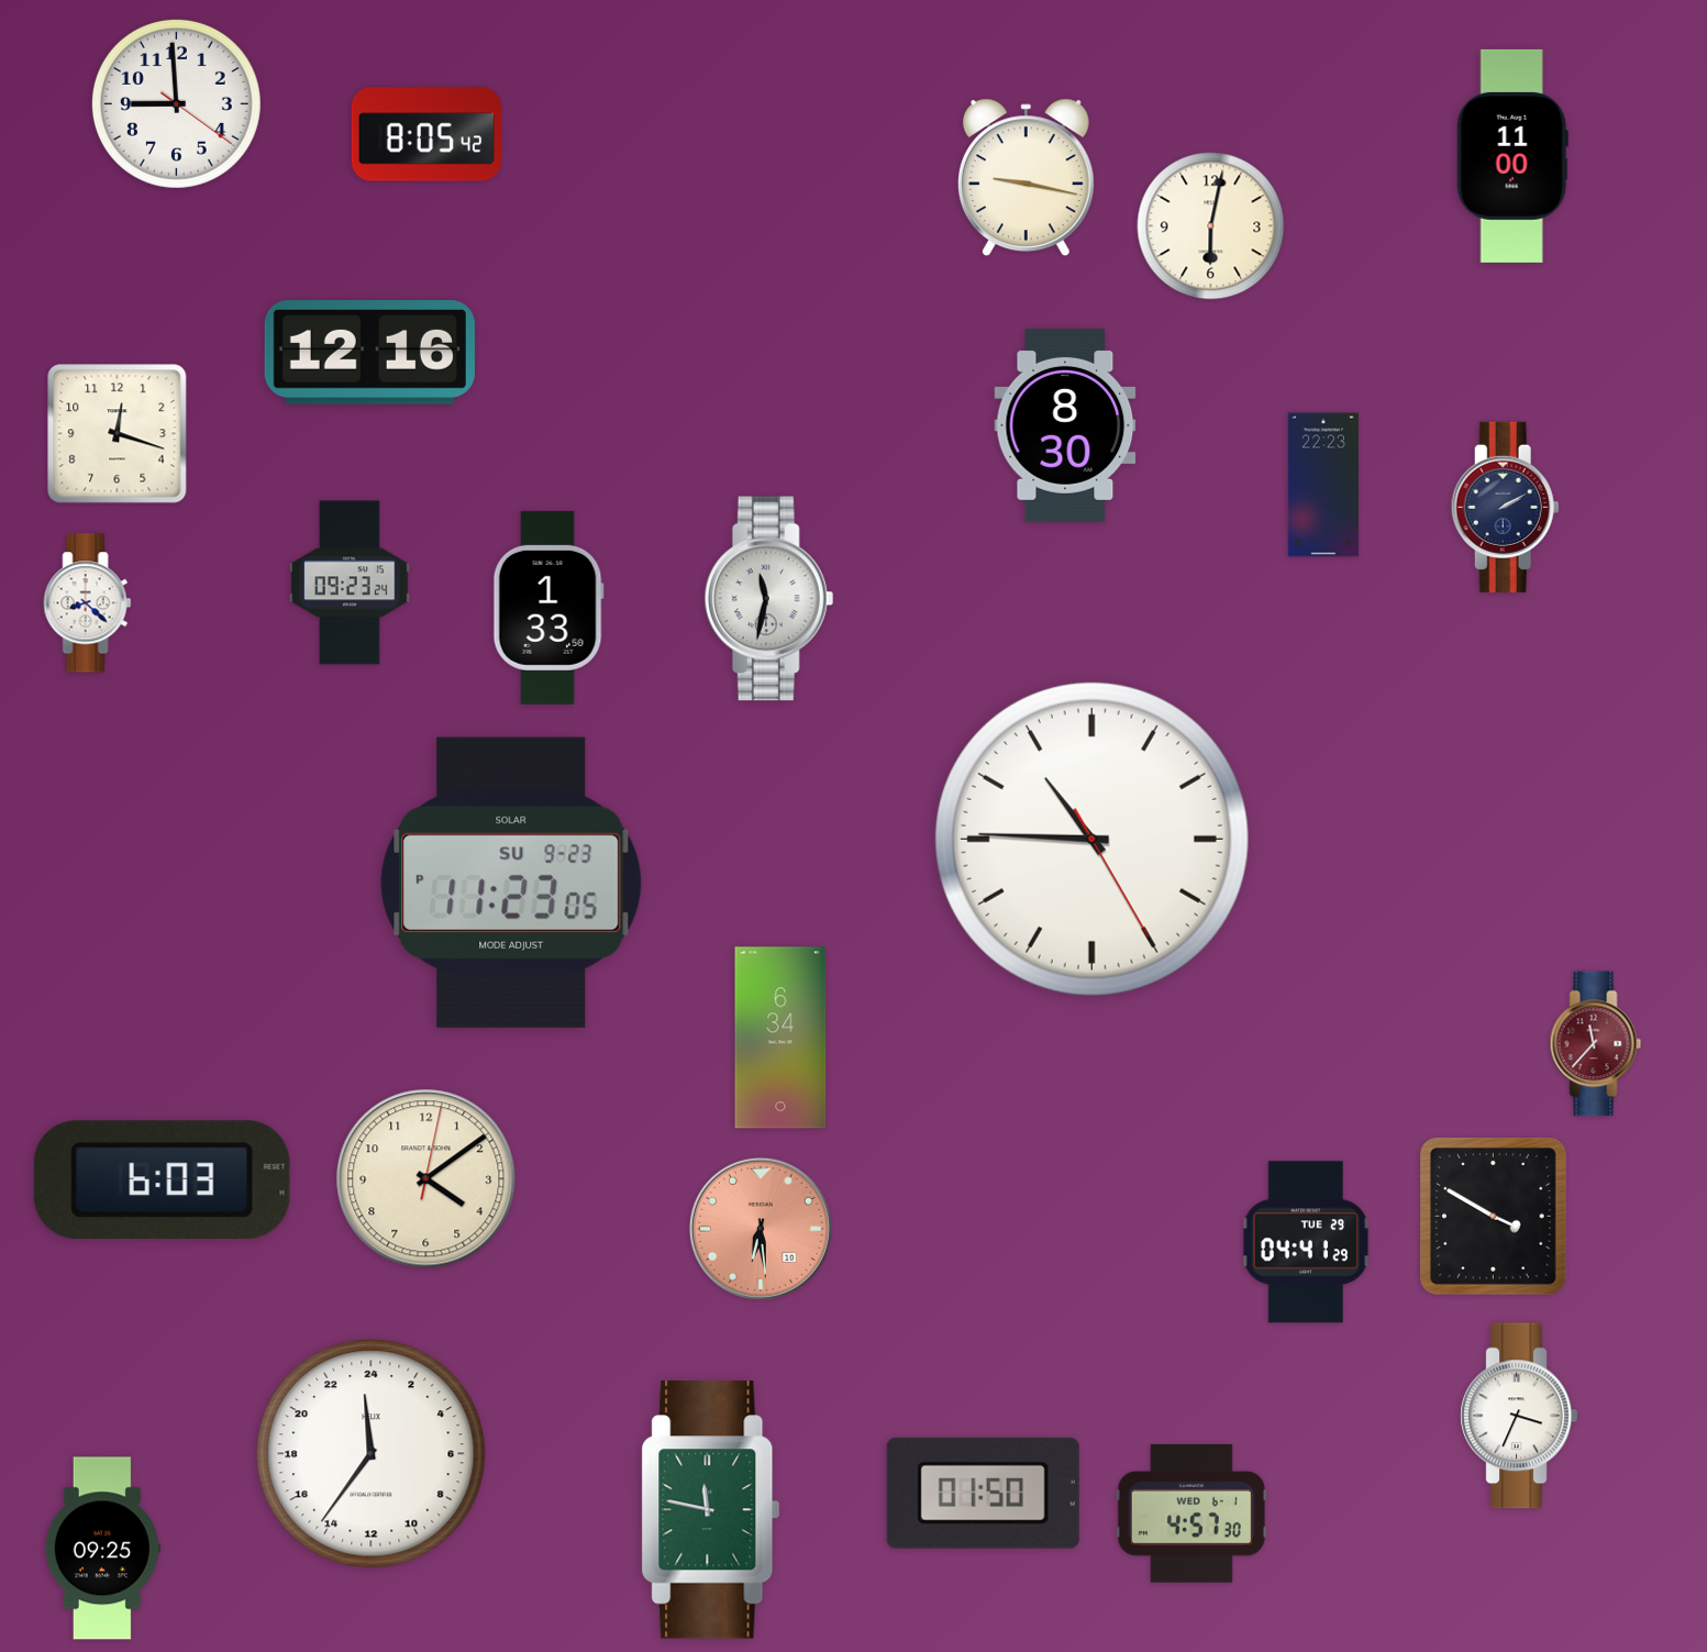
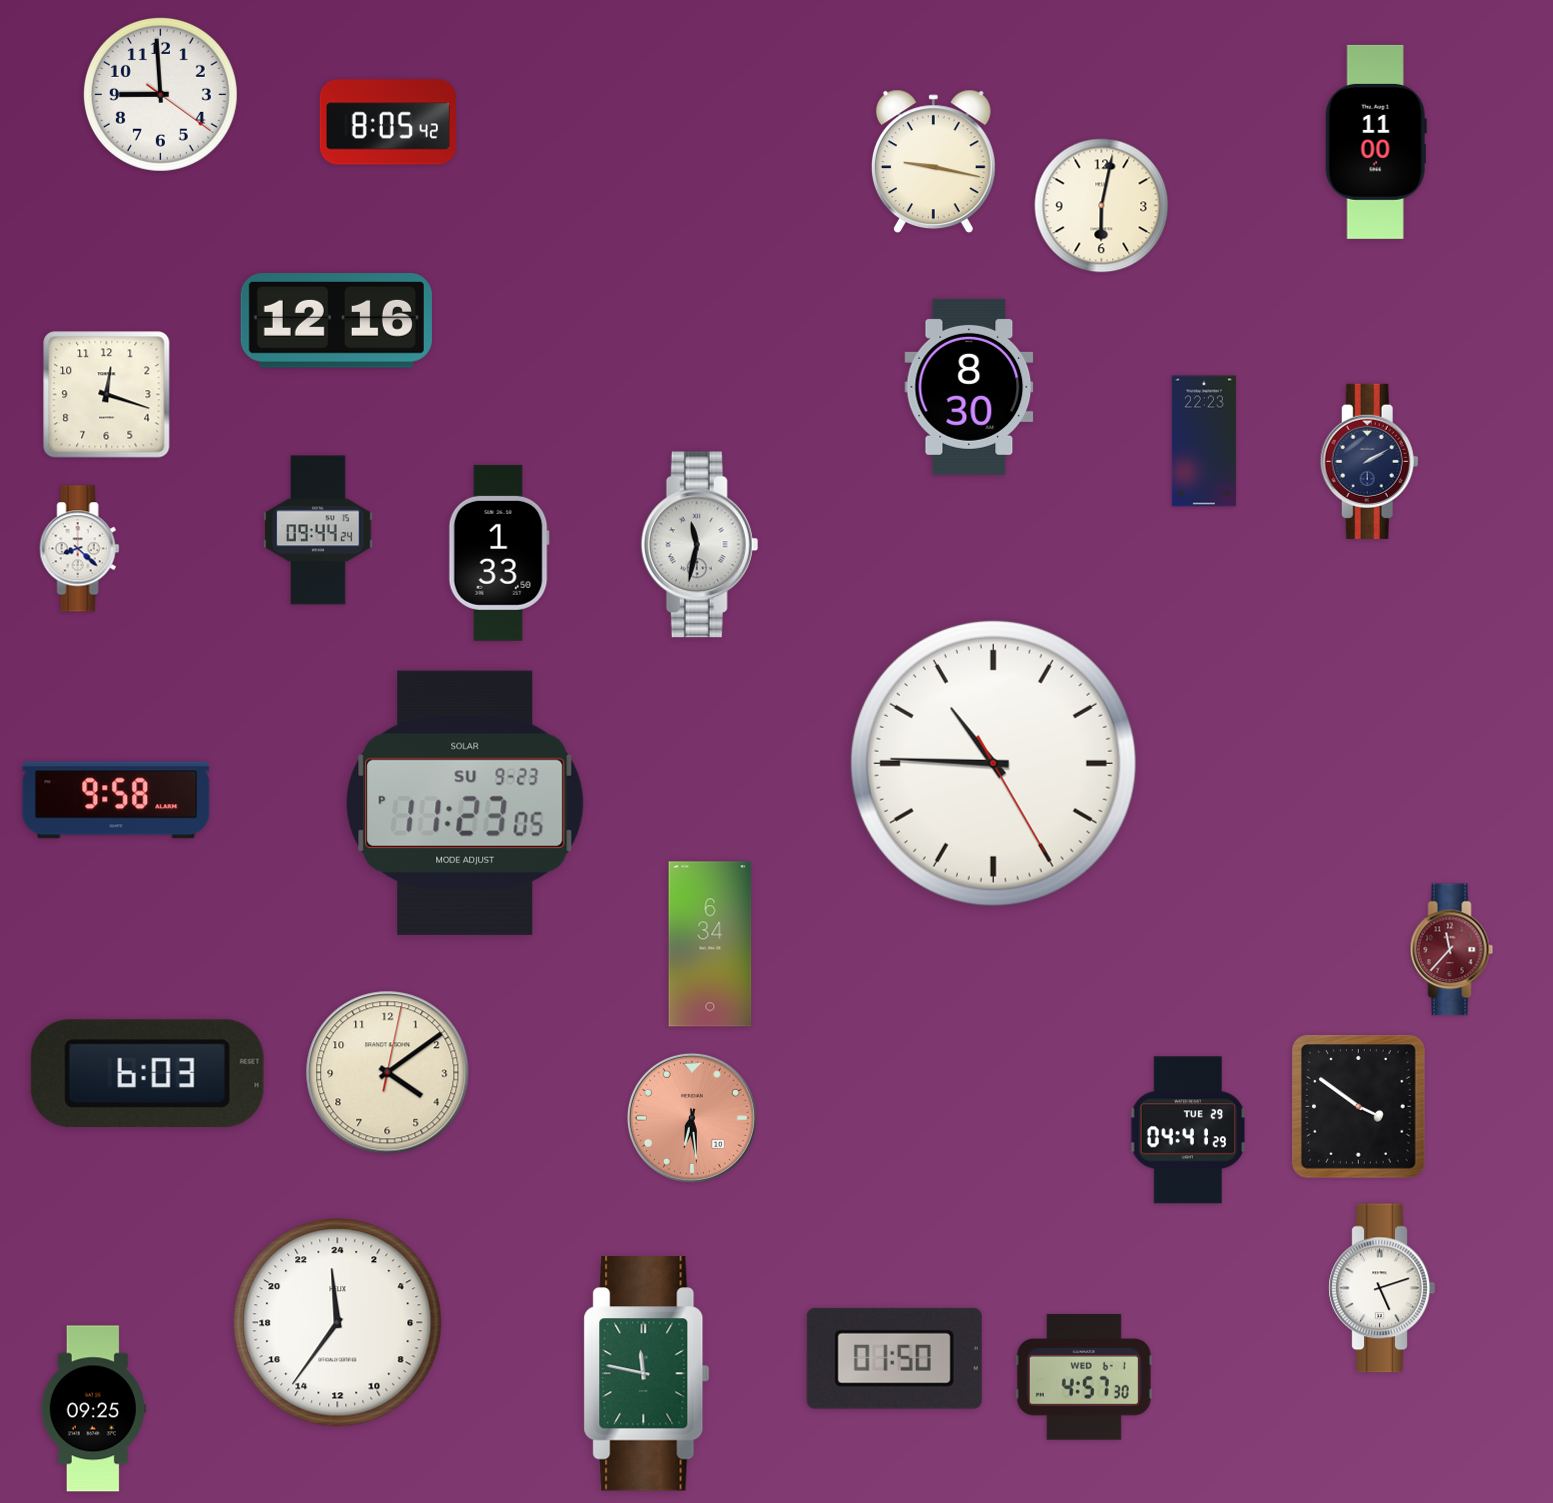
clock at (350, 583): 09:23 -> 09:44
clock at (116, 800): none -> 9:58
clock at (1494, 1217): 3:50 -> 3:51
clock at (1519, 1416): 3:34 -> 5:12
